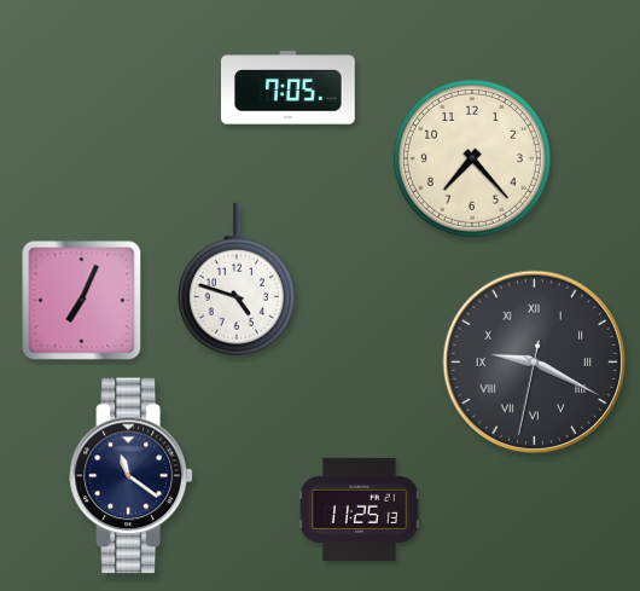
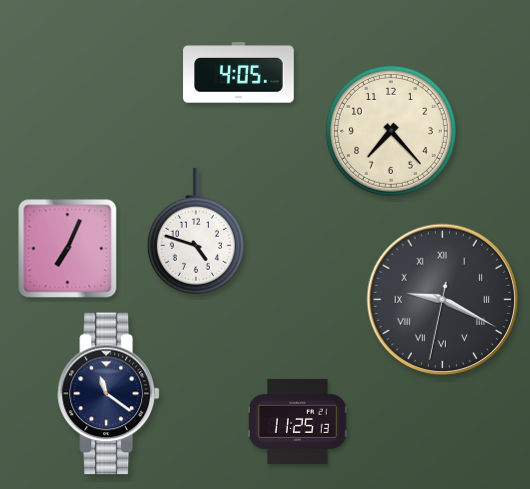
clock at (289, 88): 7:05 -> 4:05
